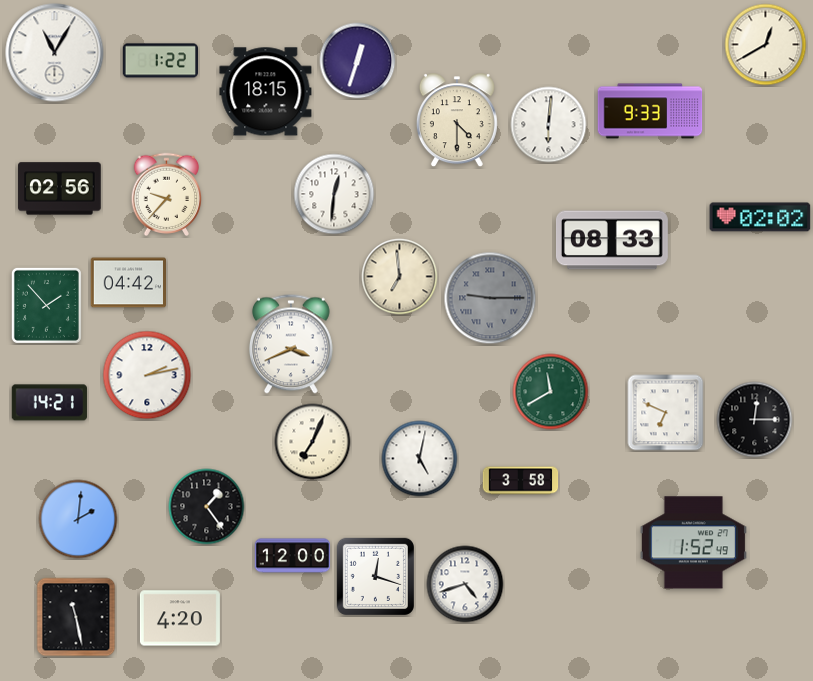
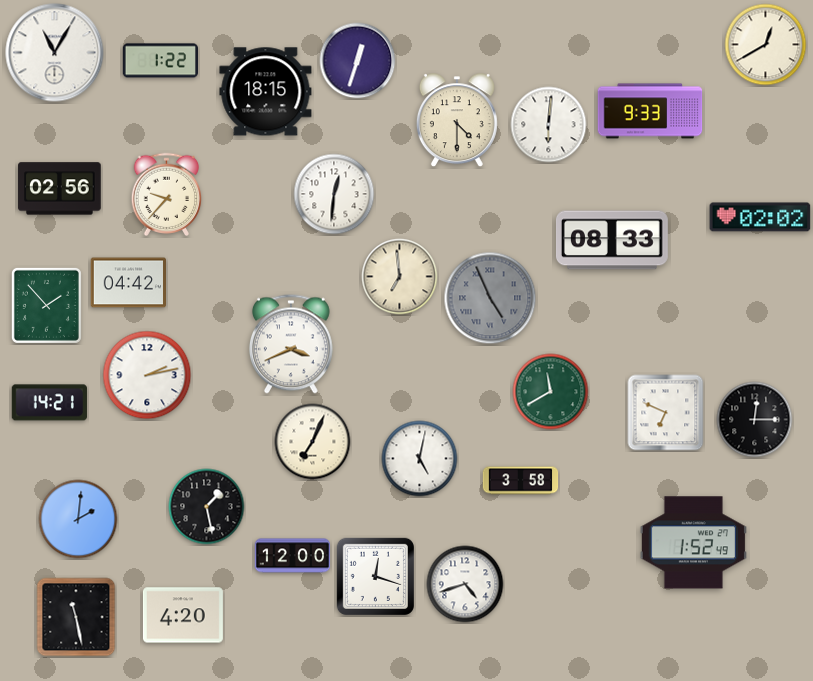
clock at (490, 298): 9:15 -> 4:56
clock at (207, 507): 1:24 -> 1:28
clock at (180, 618) position: (180, 618) -> (183, 615)
